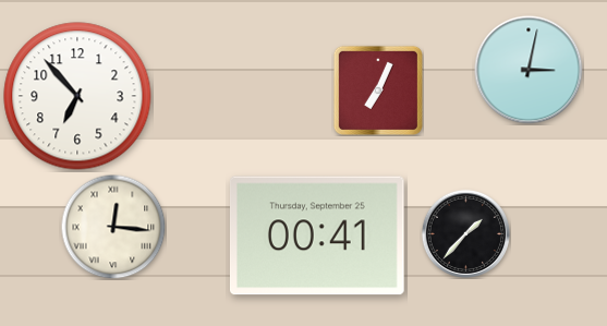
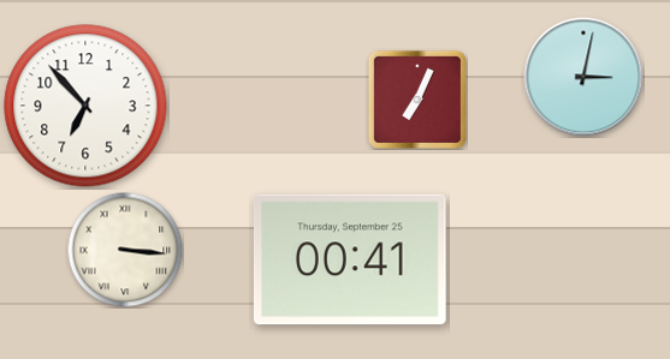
clock at (113, 227): 12:16 -> 3:16
clock at (465, 233): 1:37 -> none
